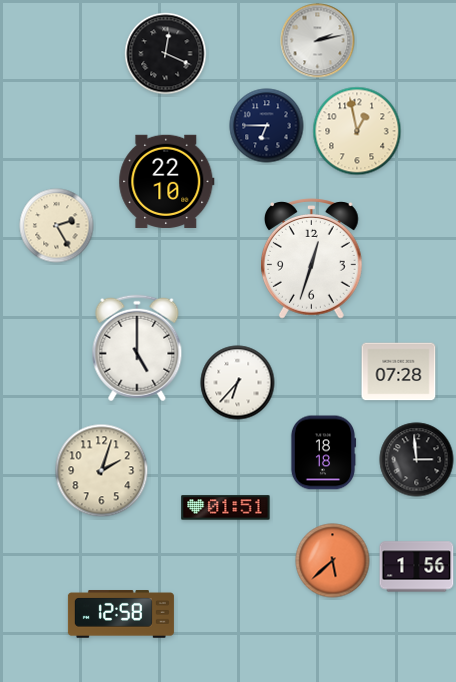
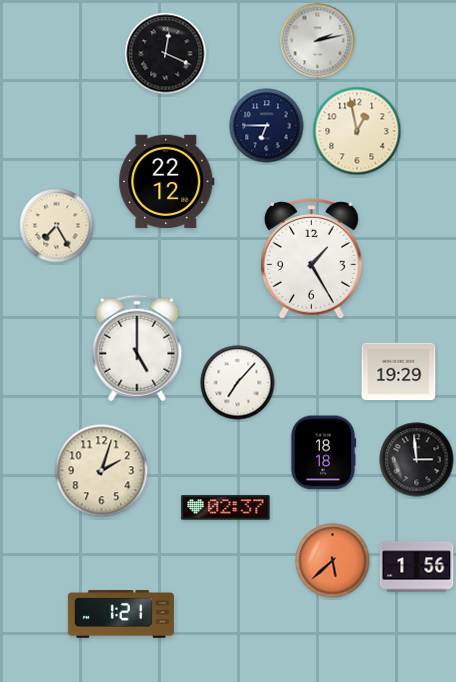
clock at (167, 181): 22:10 -> 22:12
clock at (57, 226): 2:25 -> 7:25
clock at (312, 259): 12:33 -> 1:25
clock at (399, 372): 07:28 -> 19:29
clock at (238, 383): 6:37 -> 7:07
clock at (226, 508): 01:51 -> 02:37
clock at (121, 614): 12:58 -> 1:21
